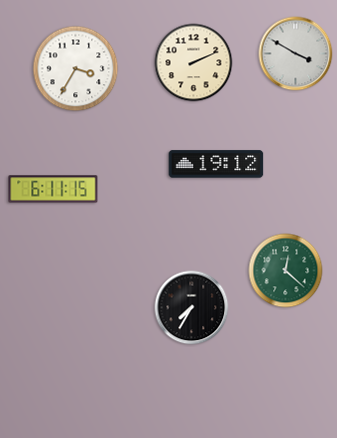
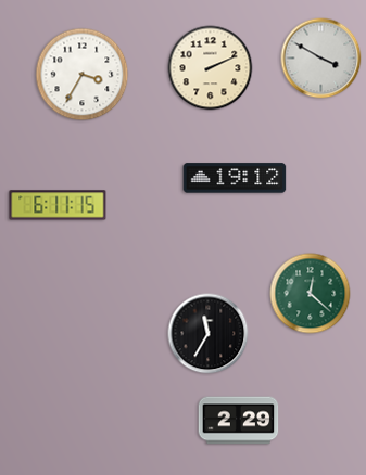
clock at (192, 308): 7:35 -> 11:35
clock at (239, 421): none -> 2:29
